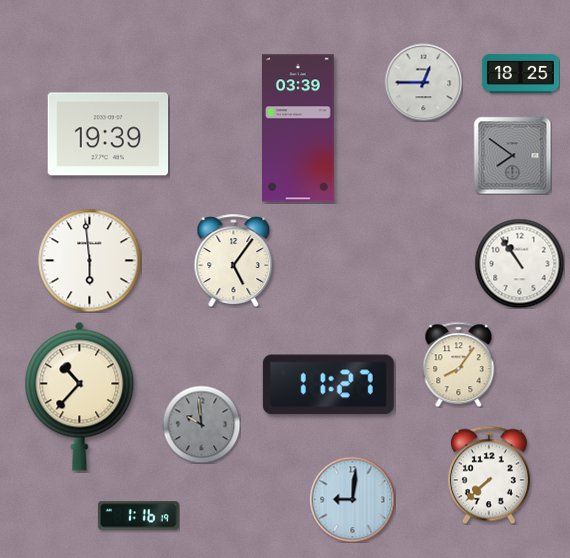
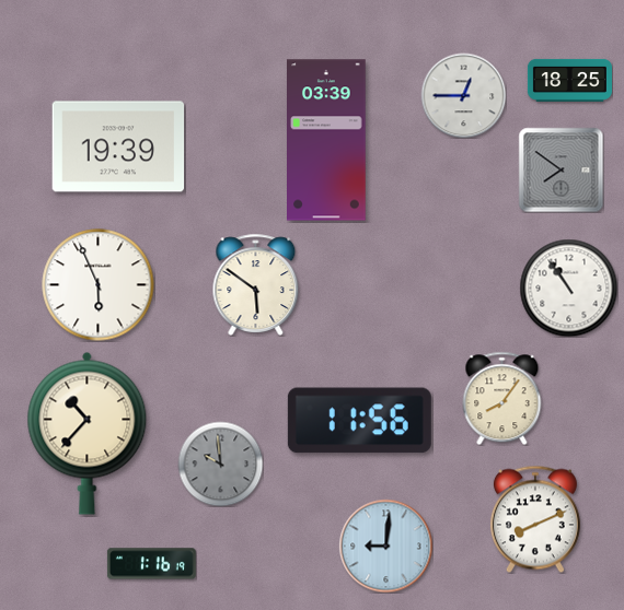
clock at (423, 82) position: (423, 82) -> (463, 95)
clock at (234, 260): 5:06 -> 5:51
clock at (90, 261): 5:59 -> 5:56
clock at (328, 385): 11:27 -> 11:56
clock at (489, 475): 7:38 -> 8:11
